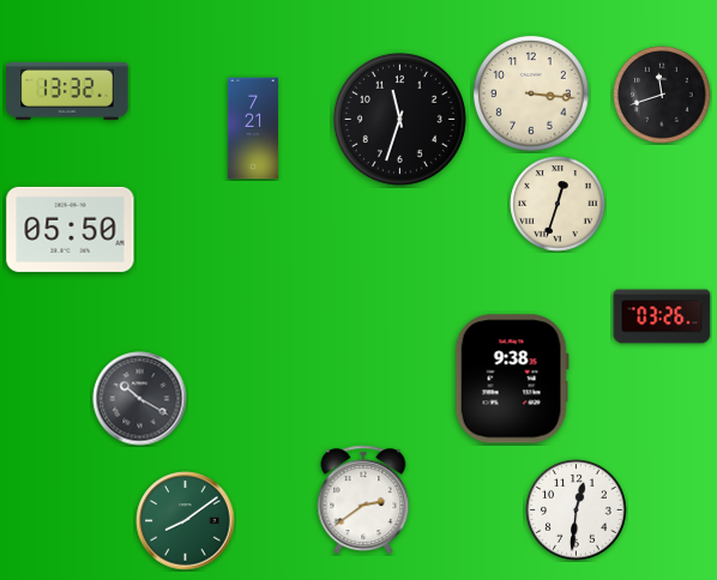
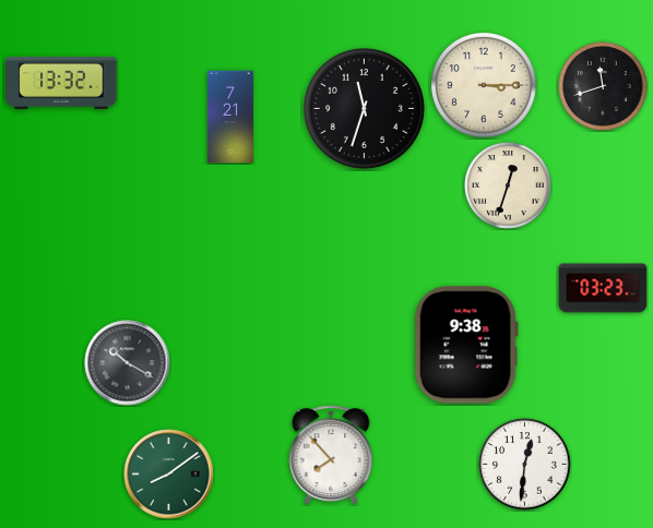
clock at (531, 93): 3:16 -> 3:15
clock at (71, 229): 05:50 -> none
clock at (662, 316): 03:26 -> 03:23
clock at (363, 500): 2:39 -> 7:53
